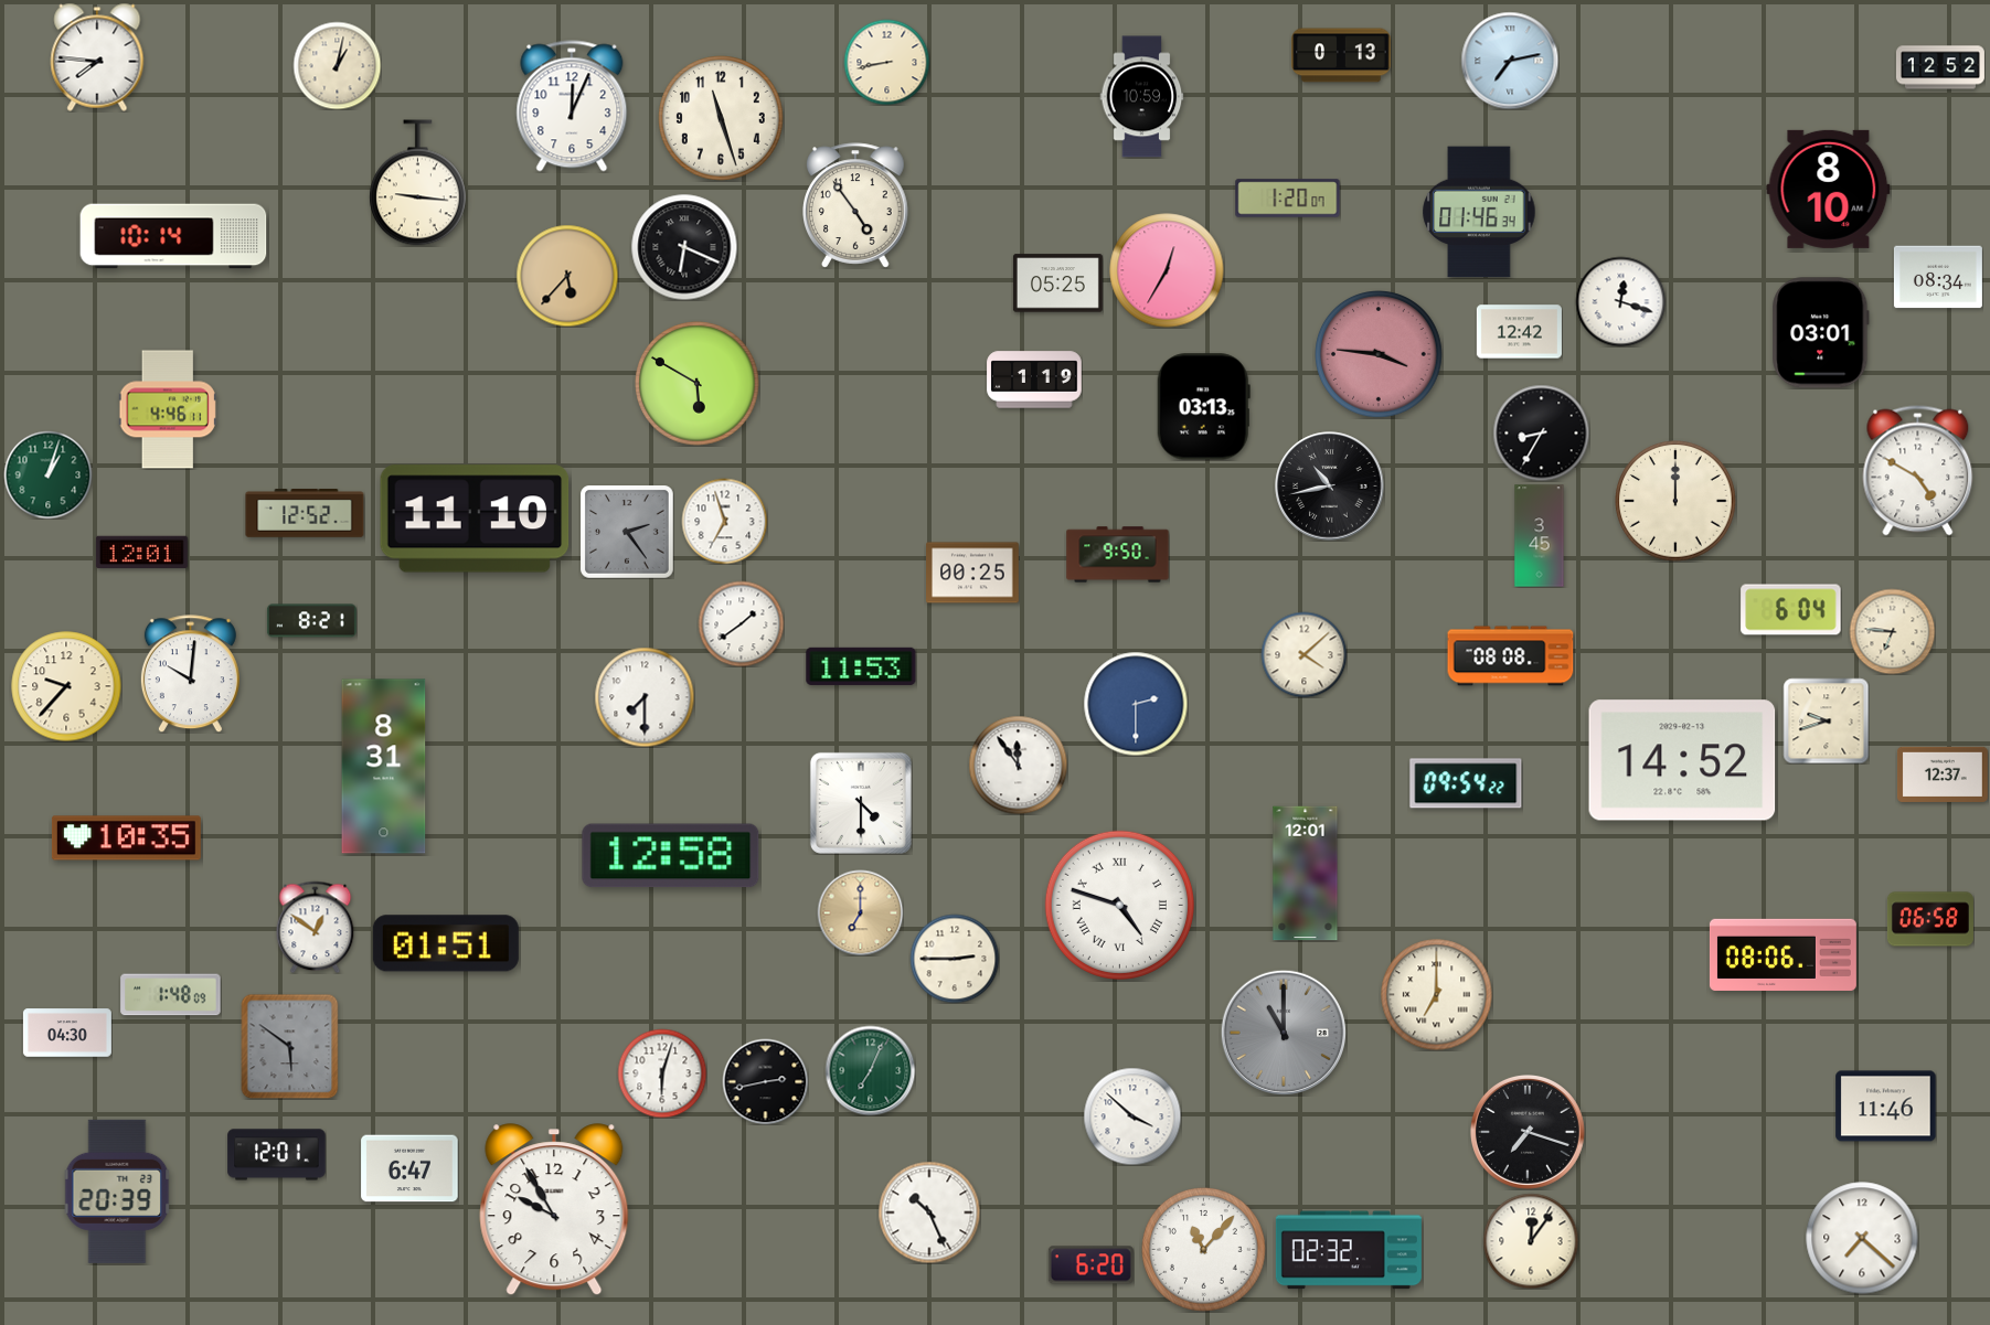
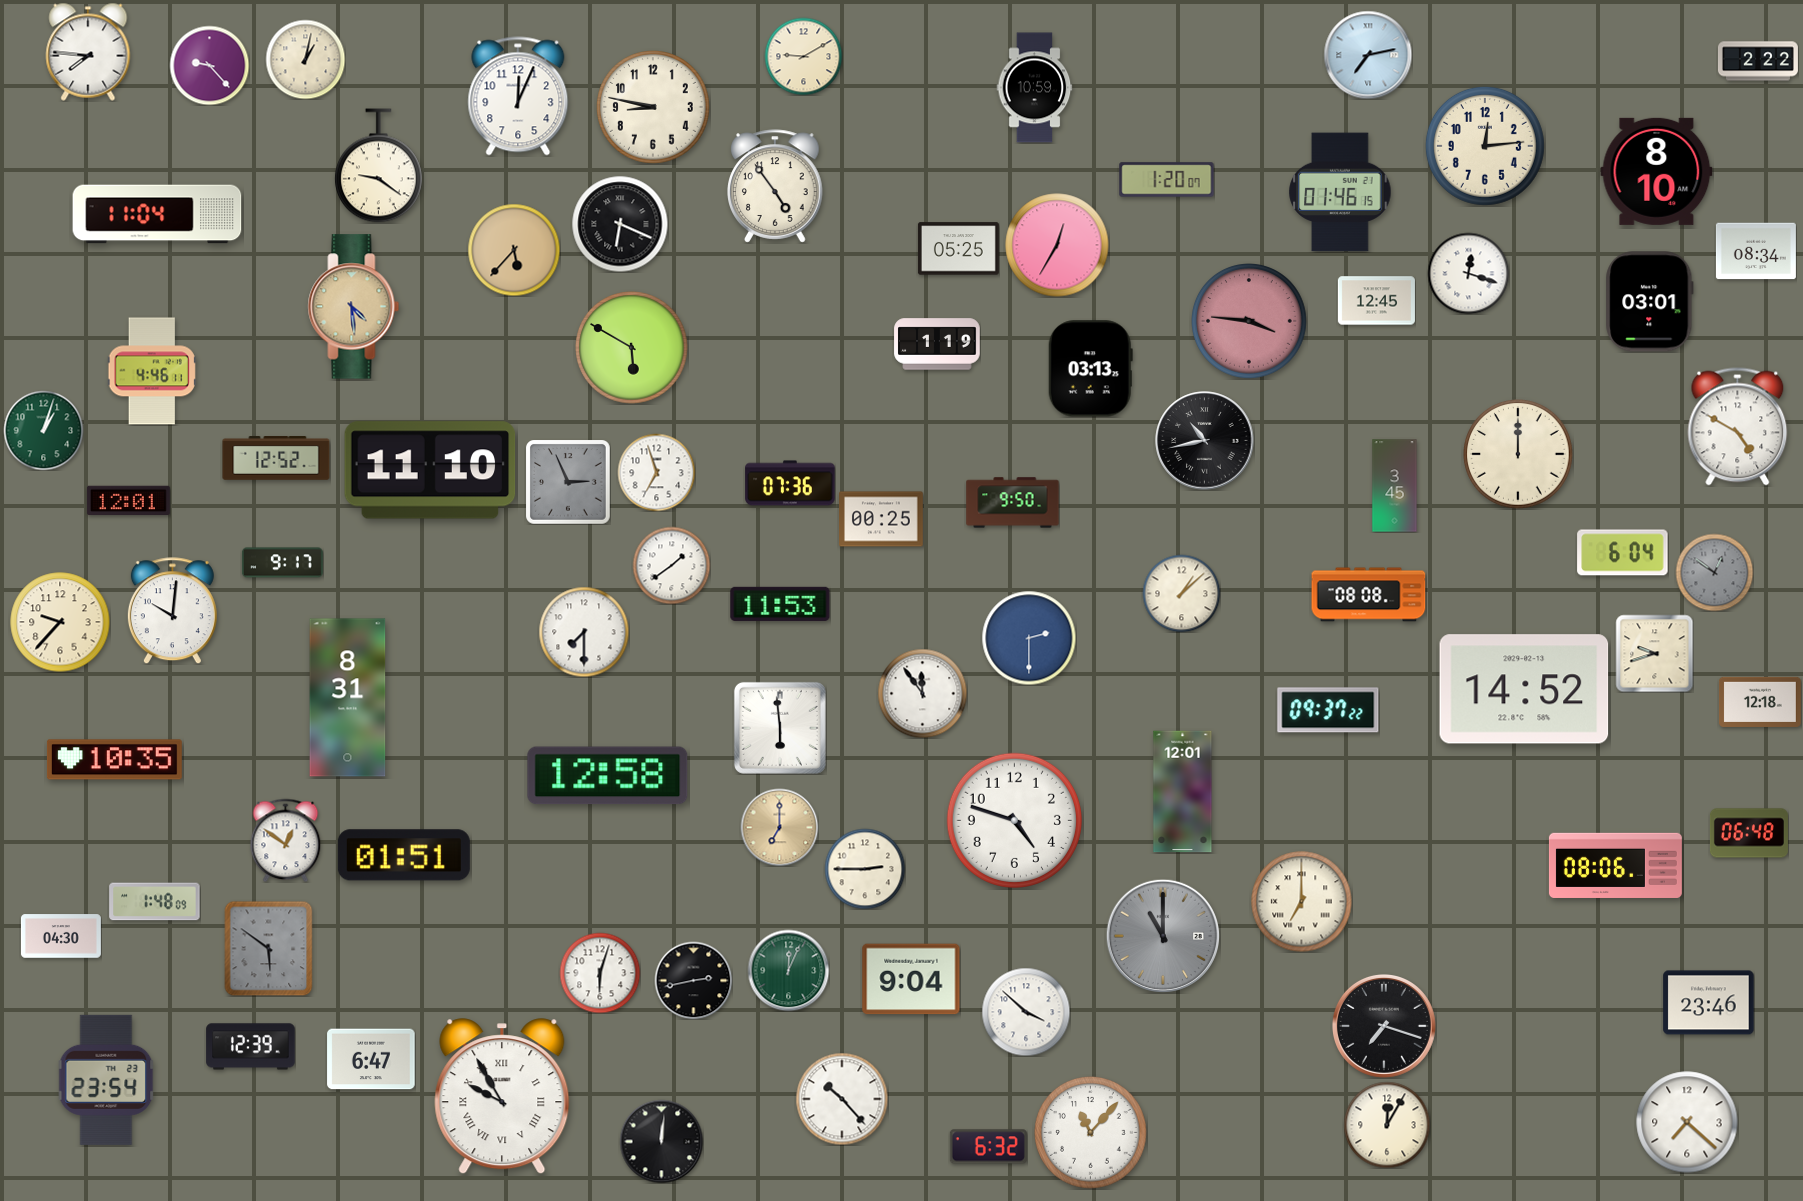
clock at (1341, 55): 0:13 -> none
clock at (886, 62): 8:43 -> 9:10
clock at (1940, 67): 12:52 -> 2:22
clock at (209, 65): none -> 9:23
clock at (721, 118): 11:27 -> 8:47
clock at (1485, 146): none -> 12:14
clock at (417, 183): 9:16 -> 9:21
clock at (1479, 212): 01:46:34 -> 01:46:15
clock at (173, 236): 10:14 -> 11:04
clock at (1057, 284) position: (1057, 284) -> (958, 249)
clock at (1519, 332): 12:42 -> 12:45
clock at (354, 307): none -> 4:29
clock at (1541, 432): 8:35 -> none
clock at (305, 513) position: (305, 513) -> (276, 458)
clock at (628, 533): 2:24 -> 2:56
clock at (790, 483): none -> 07:36
clock at (311, 621): 8:21 -> 9:17
clock at (1892, 631): 6:46 -> 12:51
clock at (1892, 631) dial: cream -> grey
clock at (1303, 654): 4:08 -> 1:08
clock at (384, 767) position: (384, 767) -> (348, 698)
clock at (1943, 774): 12:37 -> 12:18
clock at (1466, 783): 09:54 -> 09:37
clock at (861, 803): 4:30 -> 5:59
clock at (1119, 905) numerals: Roman -> Arabic
clock at (1930, 919): 06:58 -> 06:48
clock at (290, 1046) position: (290, 1046) -> (269, 948)
clock at (870, 1070): 7:04 -> 12:04
clock at (911, 979): none -> 9:04
clock at (1886, 1107): 11:46 -> 23:46
clock at (277, 1155): 12:01 -> 12:39
clock at (117, 1192): 20:39 -> 23:54
clock at (554, 1210) numerals: Arabic -> Roman
clock at (929, 1212): 10:26 -> 10:23
clock at (1531, 1241): 12:06 -> 12:05
clock at (1349, 1250): 02:32 -> none
clock at (661, 1141): none -> 12:01
clock at (1090, 1265): 6:20 -> 6:32
